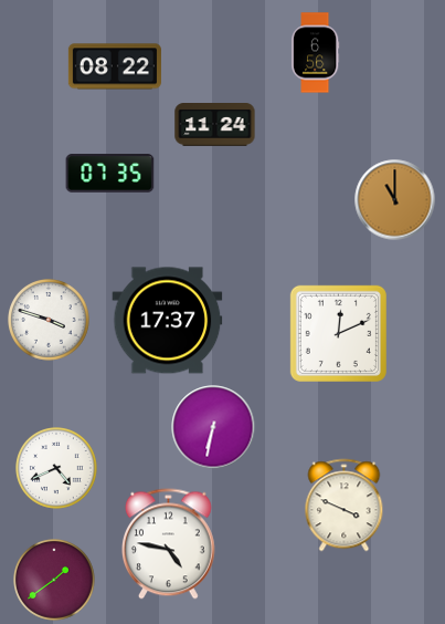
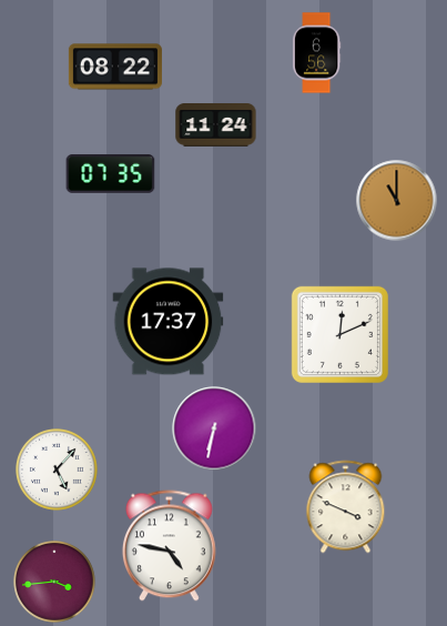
clock at (50, 321): 3:48 -> none
clock at (57, 469): 4:41 -> 5:07
clock at (55, 581): 1:39 -> 3:44
